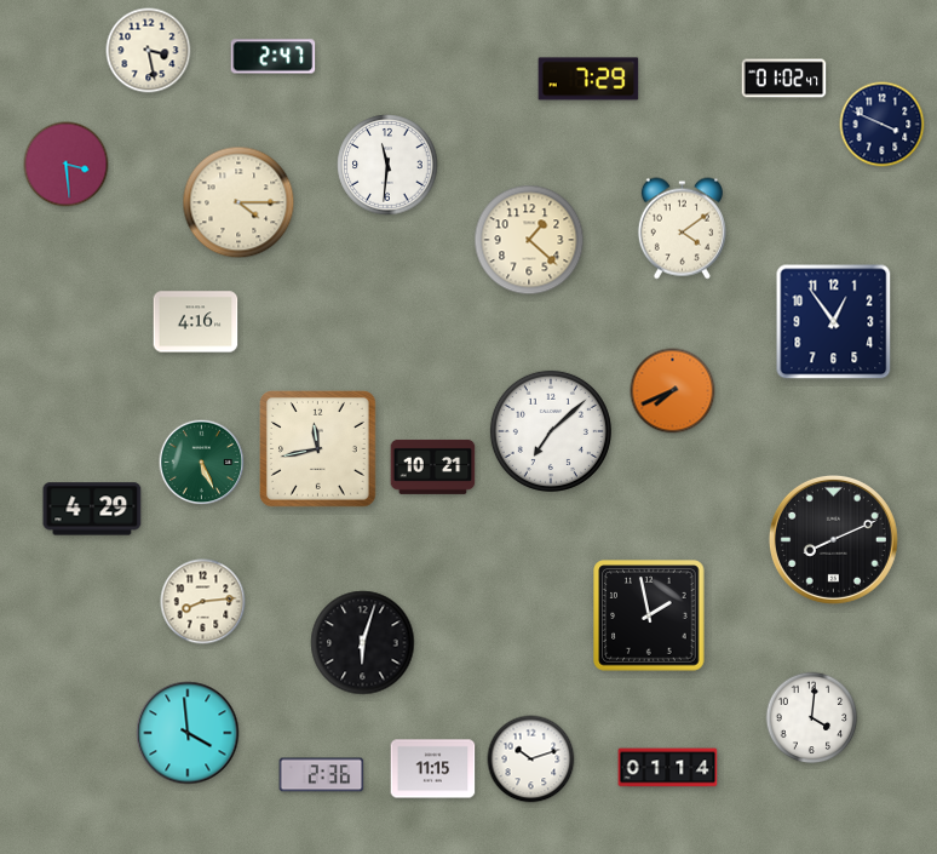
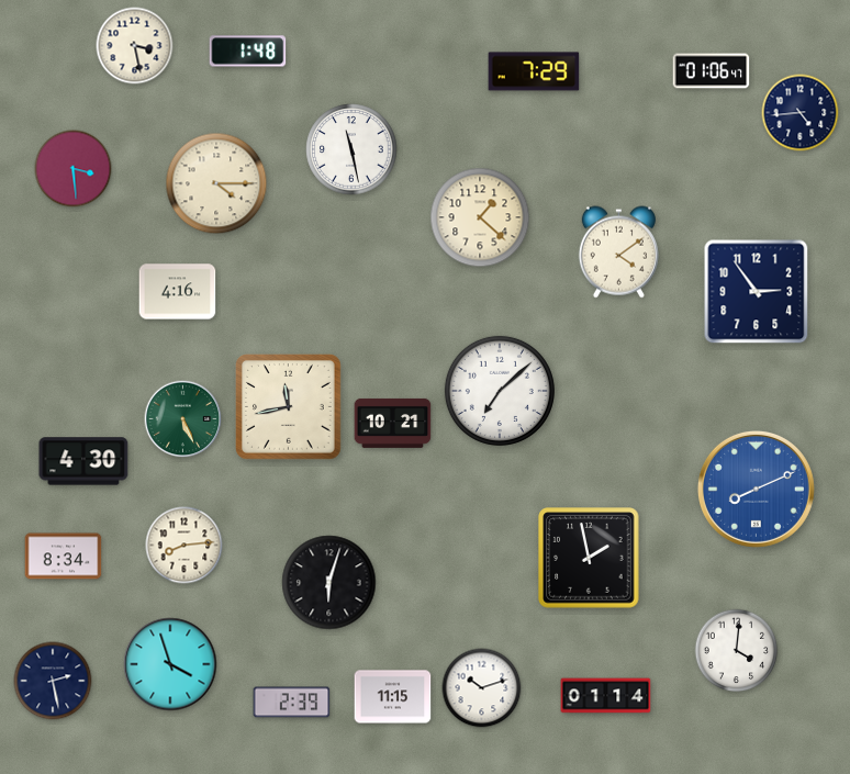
clock at (274, 57): 2:47 -> 1:48
clock at (784, 79): 01:02 -> 01:06
clock at (883, 125): 3:49 -> 4:44
clock at (67, 165) position: (67, 165) -> (74, 169)
clock at (387, 165): 11:31 -> 11:28
clock at (682, 229) position: (682, 229) -> (618, 253)
clock at (834, 322): 12:54 -> 2:54
clock at (673, 391): 7:41 -> none
clock at (92, 509): 4:29 -> 4:30
clock at (833, 539) dial: black -> blue
clock at (64, 557): none -> 8:34
clock at (188, 733): 3:59 -> 3:57
clock at (53, 681): none -> 2:28
clock at (322, 775): 2:36 -> 2:39
